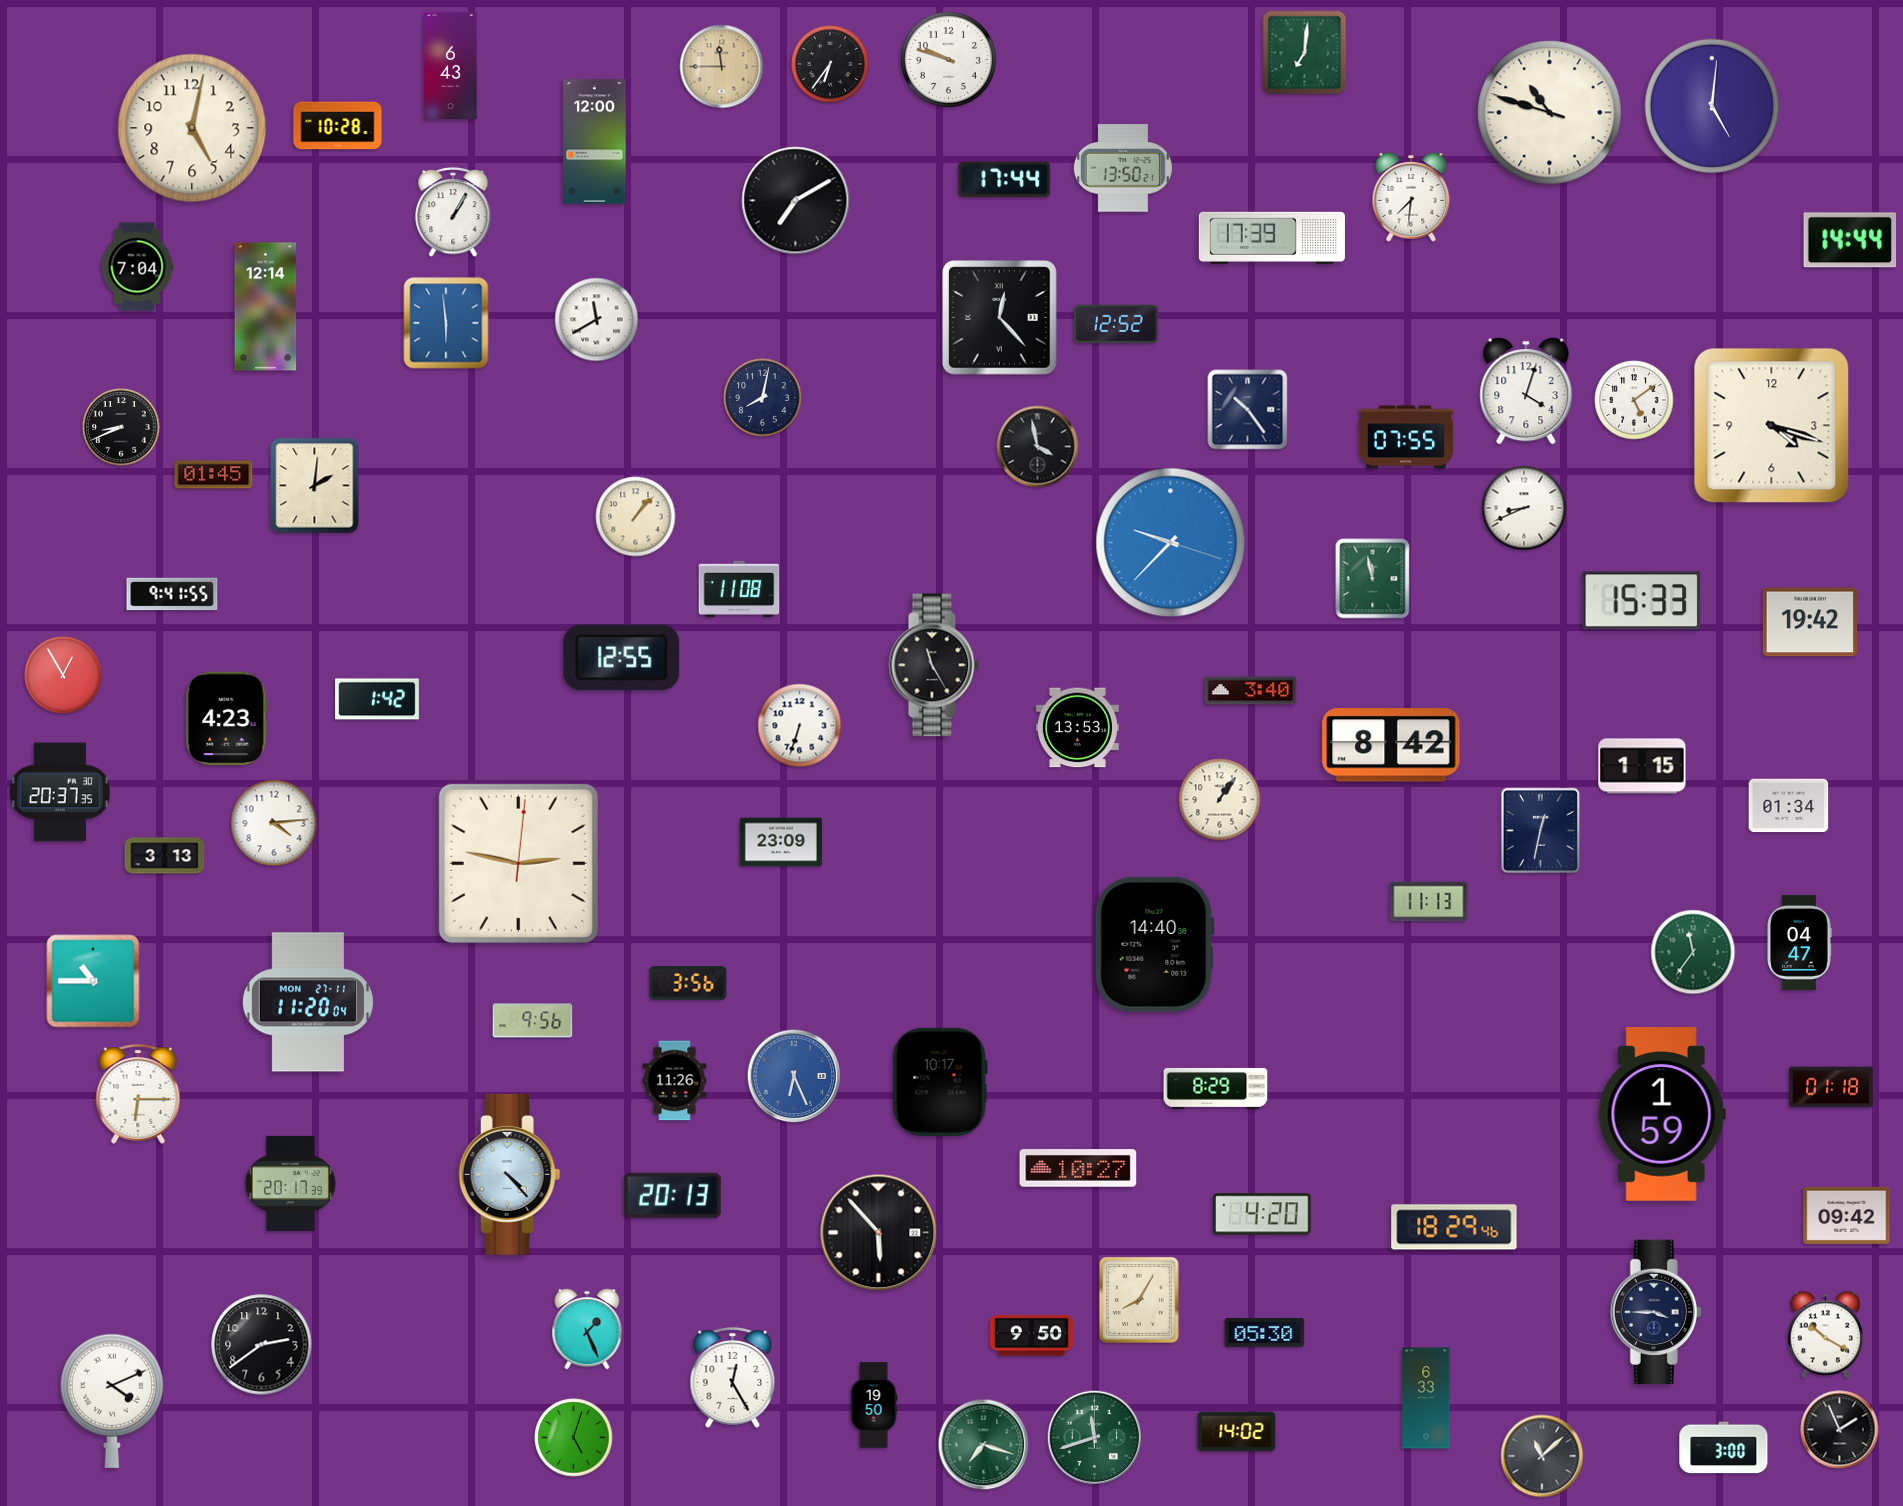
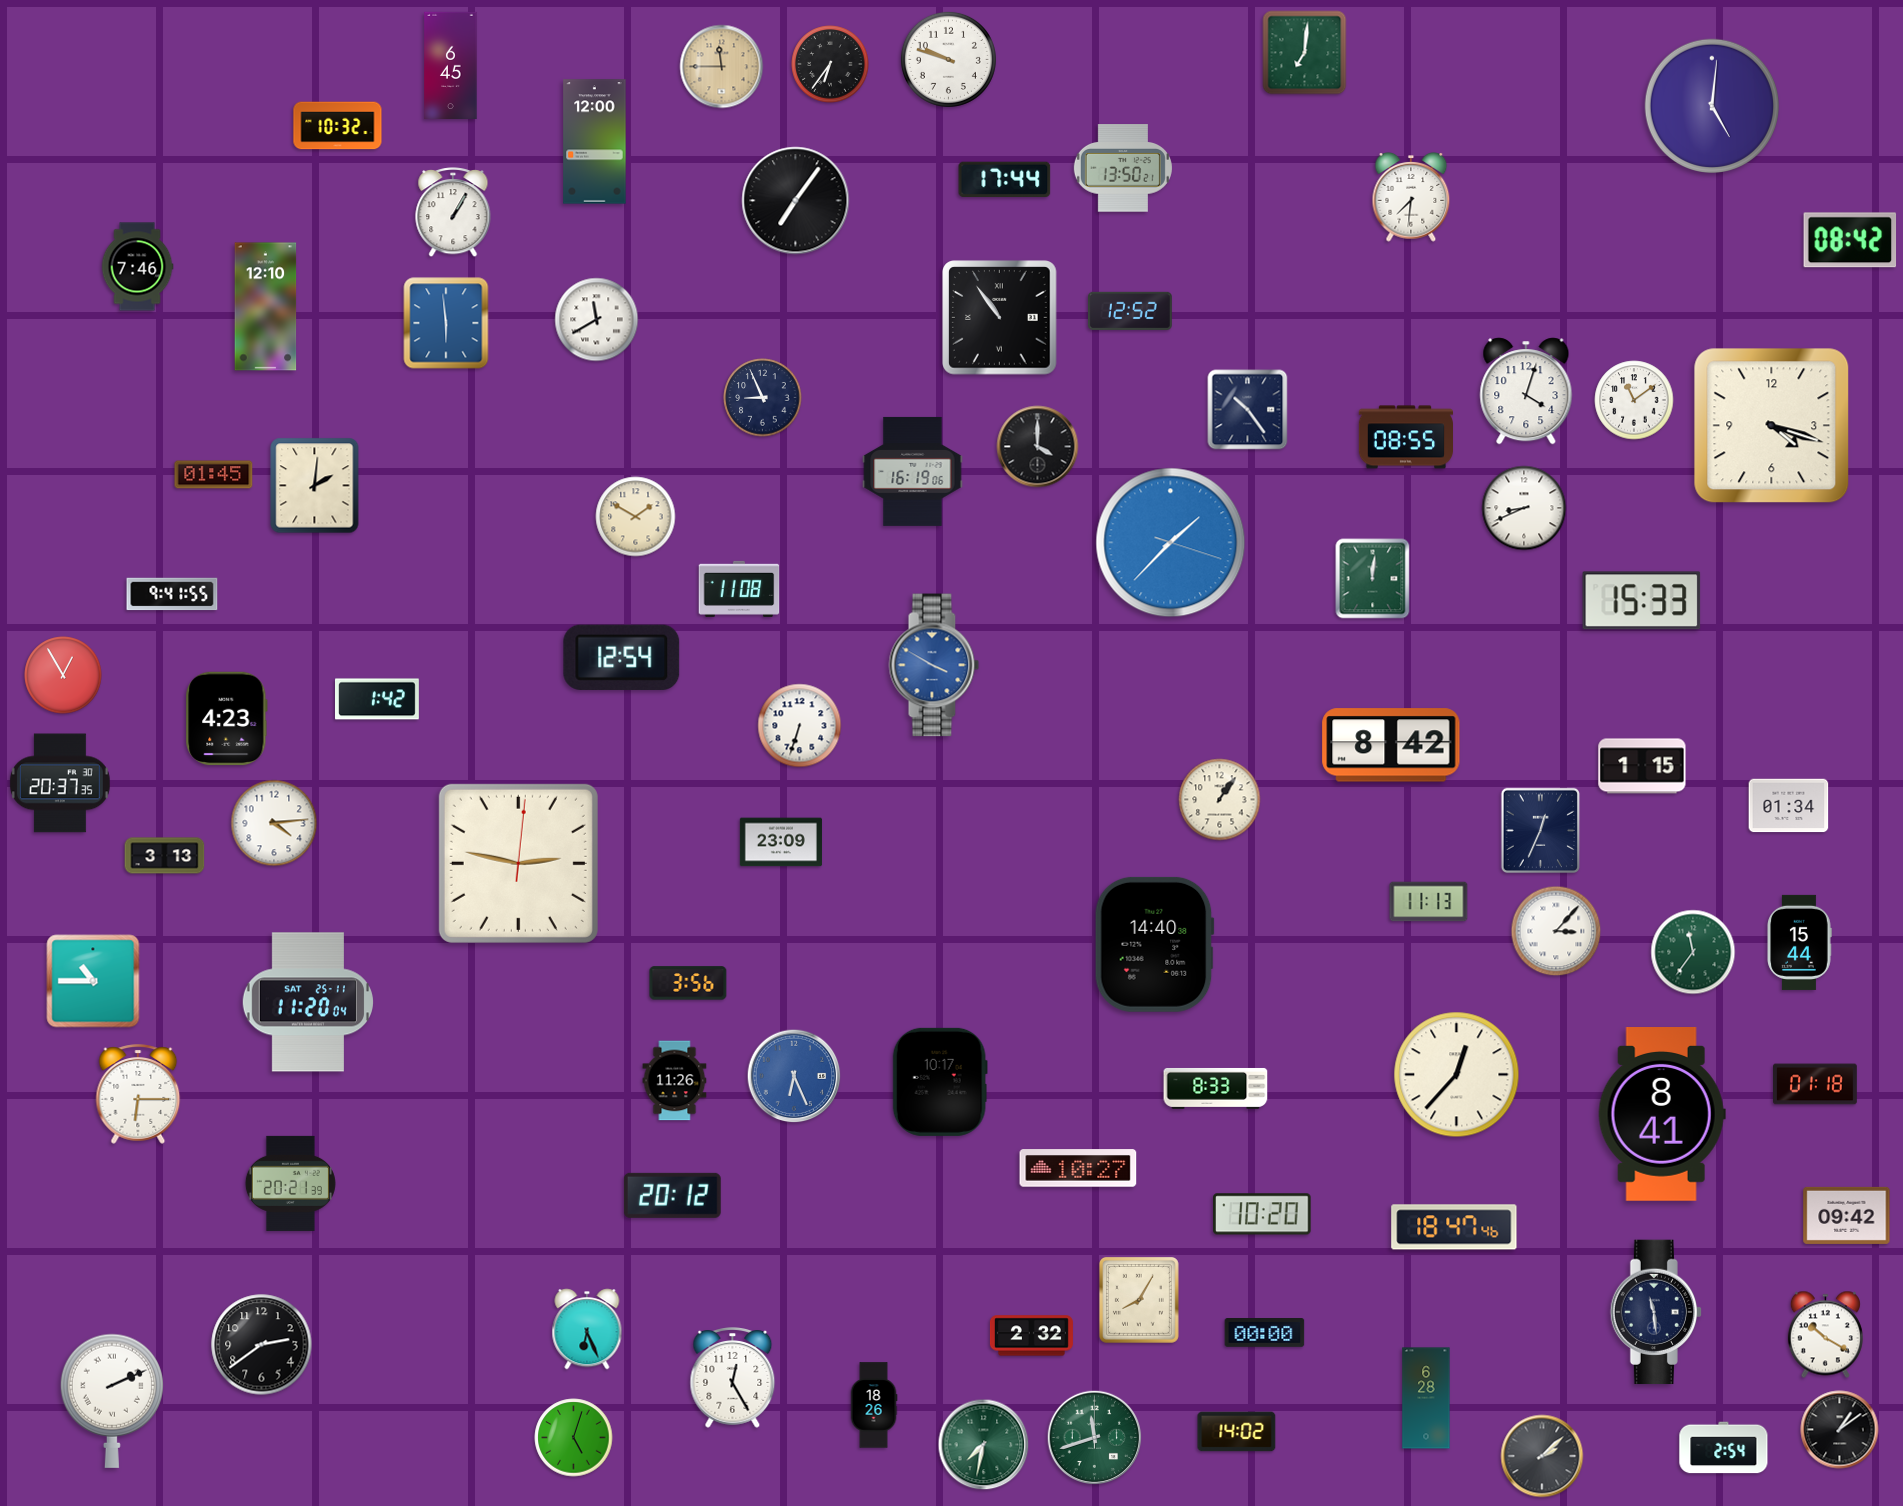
clock at (451, 65): 6:43 -> 6:45
clock at (1550, 113): 10:47 -> none
clock at (338, 126): 10:28 -> 10:32
clock at (192, 128): 5:02 -> none
clock at (796, 201): 7:10 -> 7:06
clock at (1272, 238): 17:39 -> none
clock at (1850, 240): 14:44 -> 08:42
clock at (137, 267): 7:04 -> 7:46
clock at (266, 307): 12:14 -> 12:10
clock at (1000, 318): 12:23 -> 10:54
clock at (1116, 324) position: (1116, 324) -> (1130, 311)
clock at (763, 398): 8:02 -> 8:56
clock at (1634, 400): 5:09 -> 11:09
clock at (121, 427): 8:41 -> none
clock at (1406, 437): 07:55 -> 08:55
clock at (1038, 447): 3:58 -> 4:00
clock at (913, 471): none -> 16:19
clock at (636, 517): 1:07 -> 1:50
clock at (1171, 543): 9:37 -> 1:37
clock at (1373, 579): 11:58 -> 12:01
clock at (1810, 622): 19:42 -> none
clock at (622, 657): 12:55 -> 12:54
clock at (934, 665): 11:25 -> 3:50
clock at (934, 665) dial: black -> blue
clock at (1251, 691): 3:40 -> none
clock at (1077, 728): 13:53 -> none
clock at (60, 792) position: (60, 792) -> (60, 783)
clock at (1541, 831): 12:32 -> 12:34
clock at (1556, 931): none -> 3:07
clock at (1799, 942): 04:47 -> 15:44
clock at (308, 1002) date: MON 27-11 -> SAT 25-11
clock at (533, 1021): 9:56 -> none
clock at (1457, 1075): none -> 12:37
clock at (1832, 1087) position: (1832, 1087) -> (1816, 1084)
clock at (1216, 1088): 8:29 -> 8:33
clock at (1662, 1115): 1:59 -> 8:41
clock at (510, 1174): 4:23 -> none
clock at (290, 1183): 20:17 -> 20:21
clock at (672, 1195): 20:13 -> 20:12
clock at (1263, 1214): 4:20 -> 10:20
clock at (1454, 1227): 18:29 -> 18:47
clock at (879, 1233): 5:53 -> none
clock at (1655, 1312): 3:45 -> 11:29
clock at (587, 1329): 1:26 -> 6:26
clock at (1265, 1333): 05:30 -> 00:00
clock at (1031, 1336): 9:50 -> 2:32
clock at (1426, 1398): 6:33 -> 6:28
clock at (112, 1401): 4:11 -> 2:11
clock at (874, 1405): 19:50 -> 18:26
clock at (1840, 1430): 1:56 -> 1:09
clock at (984, 1445): 7:18 -> 7:32
clock at (1724, 1448): 3:00 -> 2:54
clock at (1542, 1456): 11:08 -> 2:08
